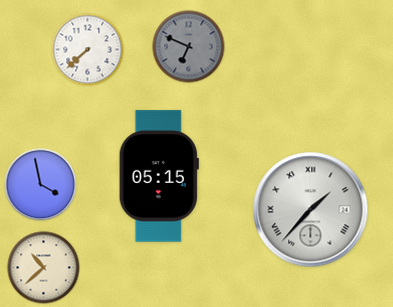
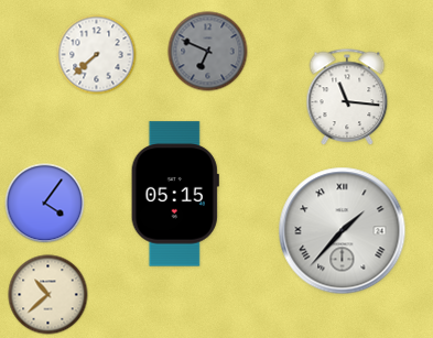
clock at (347, 98): none -> 11:16
clock at (41, 185): 3:58 -> 4:06
